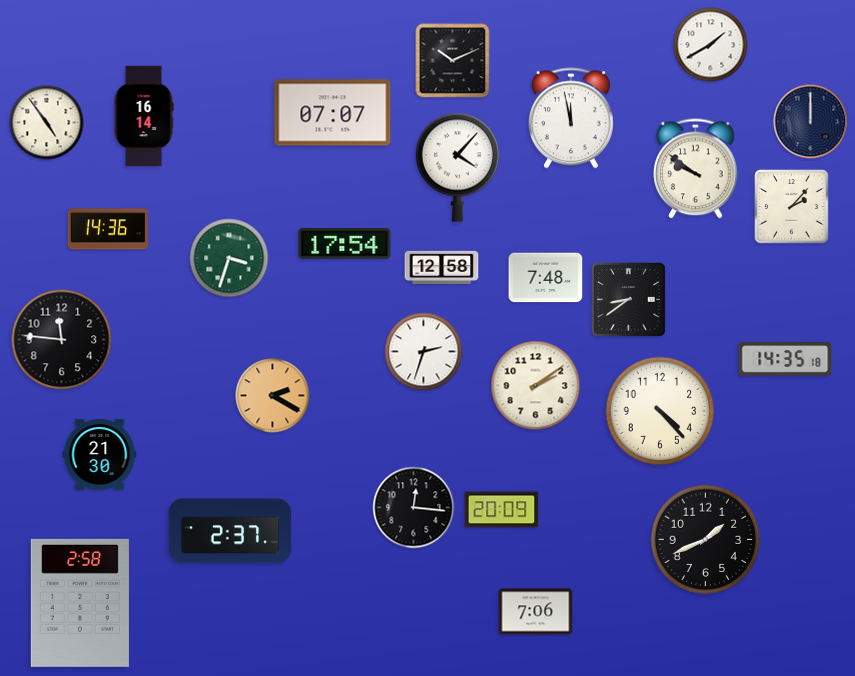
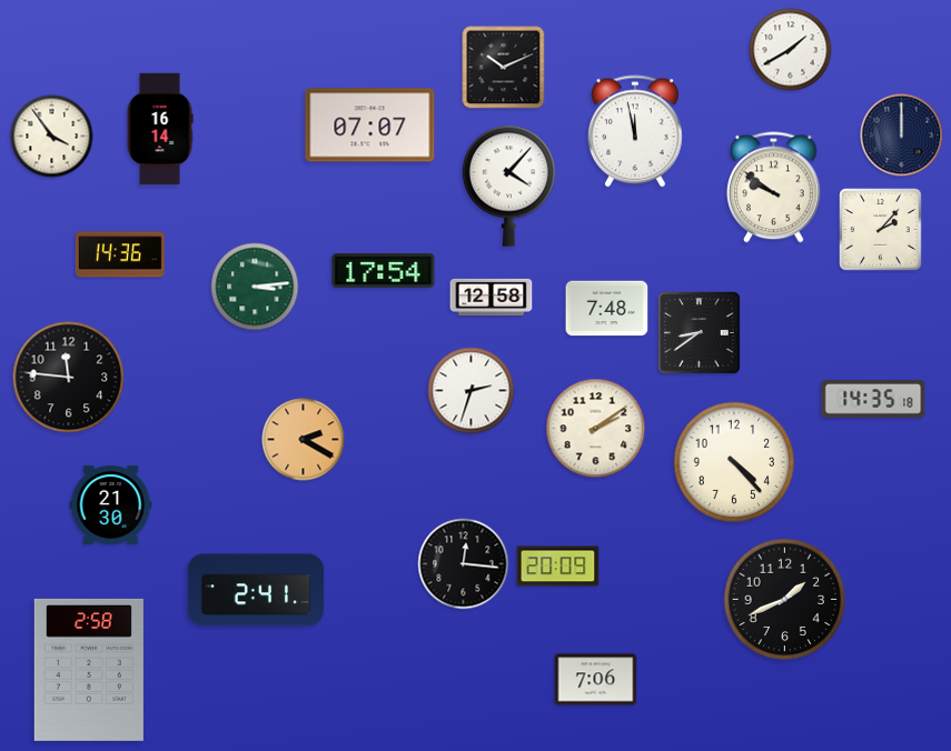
clock at (47, 123): 4:54 -> 3:54
clock at (229, 258): 3:33 -> 3:14
clock at (660, 411) position: (660, 411) -> (734, 462)
clock at (414, 508) position: (414, 508) -> (464, 564)
clock at (230, 531): 2:37 -> 2:41
